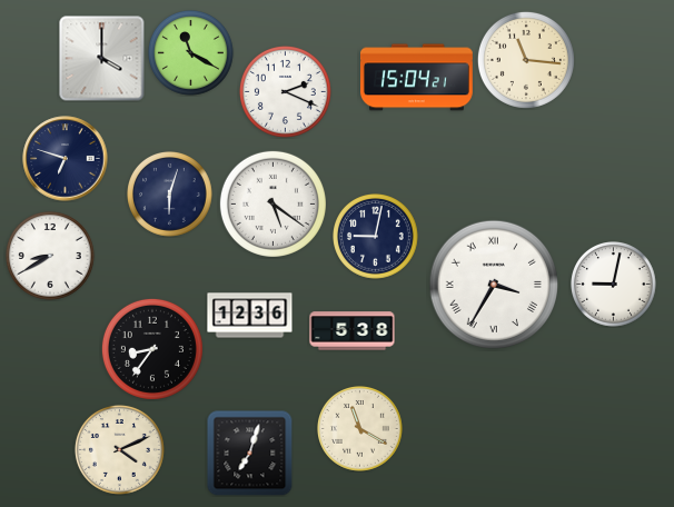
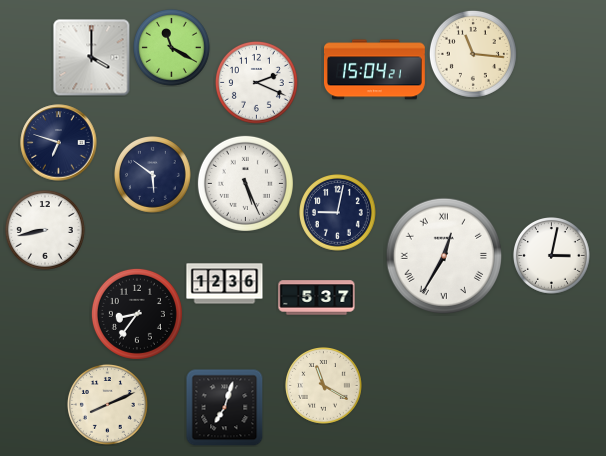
clock at (102, 59) position: (102, 59) -> (92, 58)
clock at (170, 195): 6:03 -> 5:51
clock at (272, 203): 5:21 -> 5:26
clock at (50, 256): 8:40 -> 8:43
clock at (494, 285): 3:35 -> 12:35
clock at (614, 285): 9:02 -> 3:02
clock at (353, 331): 5:38 -> 5:37
clock at (119, 449): 4:11 -> 8:11
